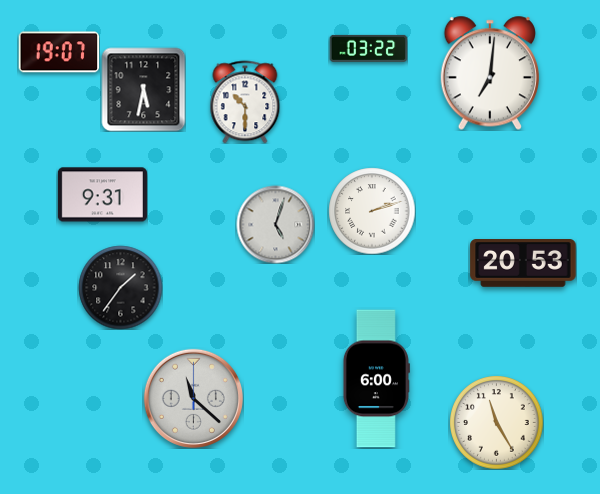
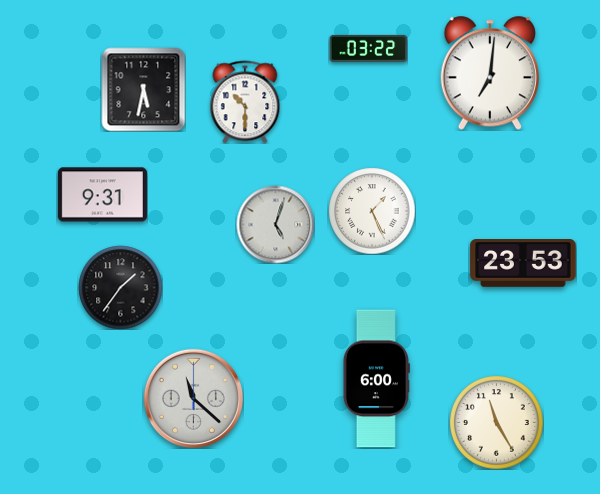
clock at (59, 52): 19:07 -> none
clock at (372, 211): 2:12 -> 1:26
clock at (523, 264): 20:53 -> 23:53
